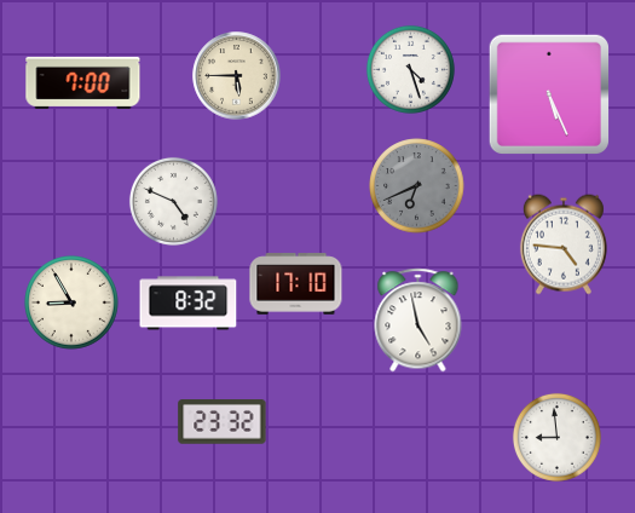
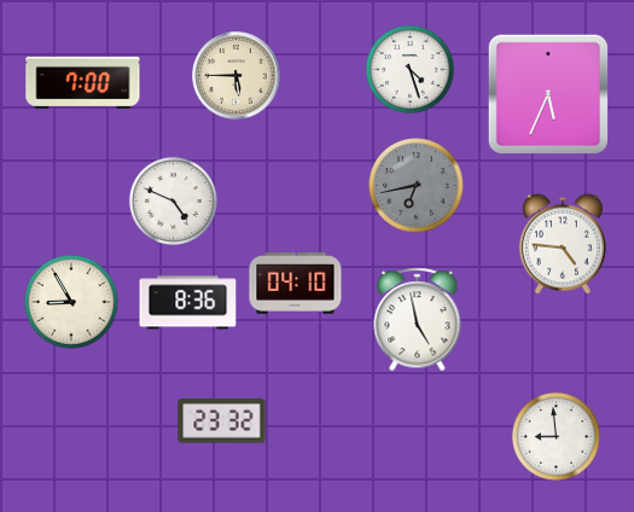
clock at (548, 93): 5:26 -> 5:34
clock at (417, 186): 6:41 -> 6:43
clock at (296, 284): 17:10 -> 04:10
clock at (189, 304): 8:32 -> 8:36
